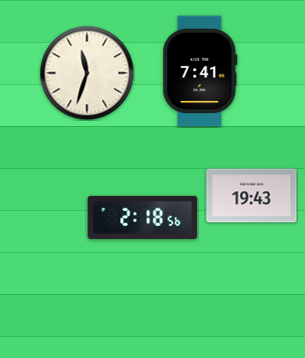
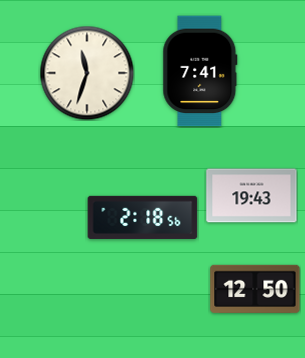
clock at (255, 289): none -> 12:50
